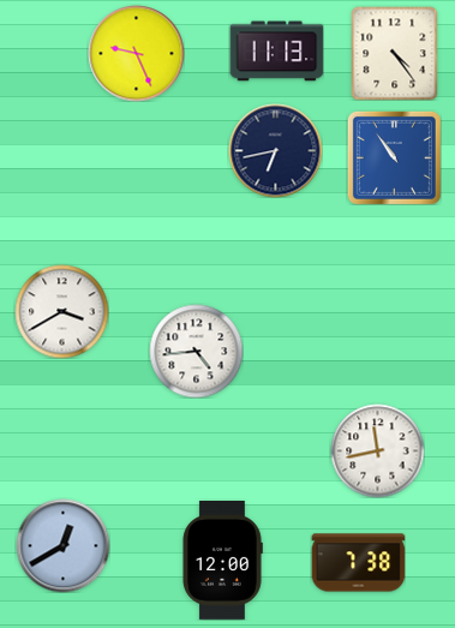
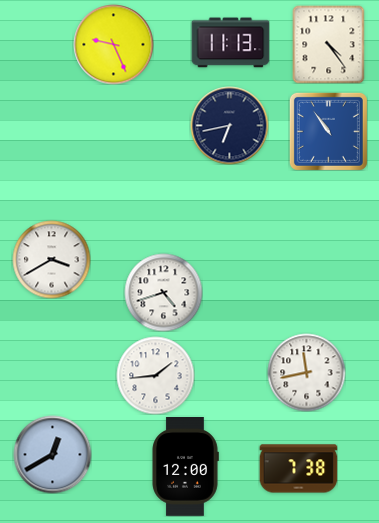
clock at (196, 351): 4:44 -> 4:42
clock at (155, 375): none -> 1:44
clock at (377, 450) position: (377, 450) -> (306, 372)
